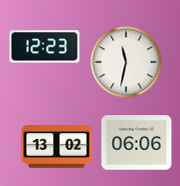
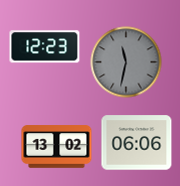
clock at (126, 62) dial: white -> grey
